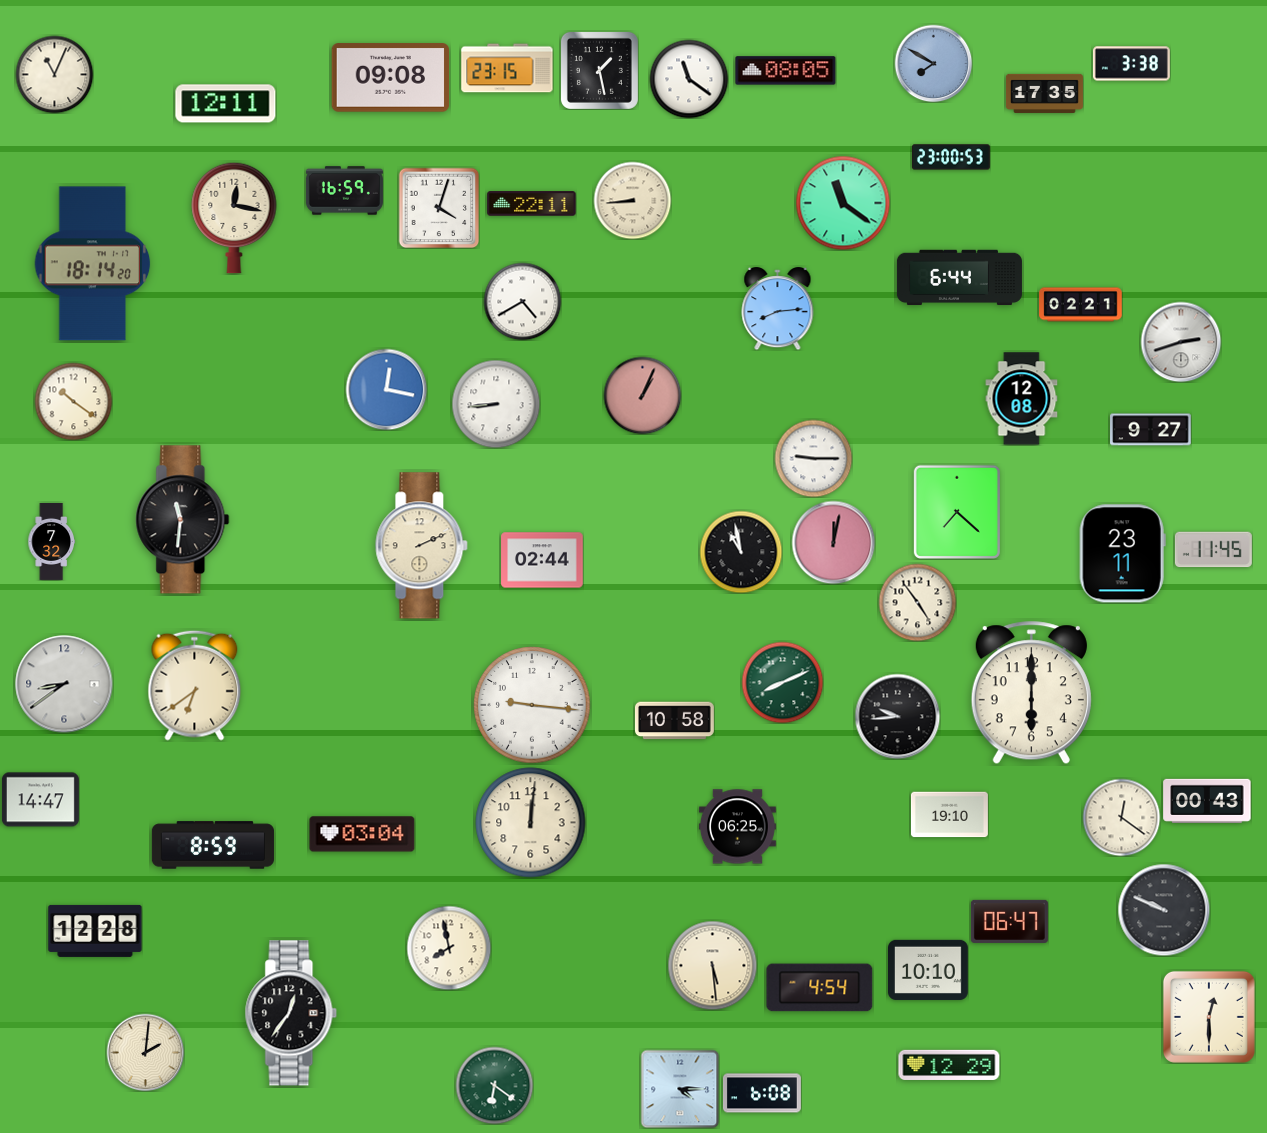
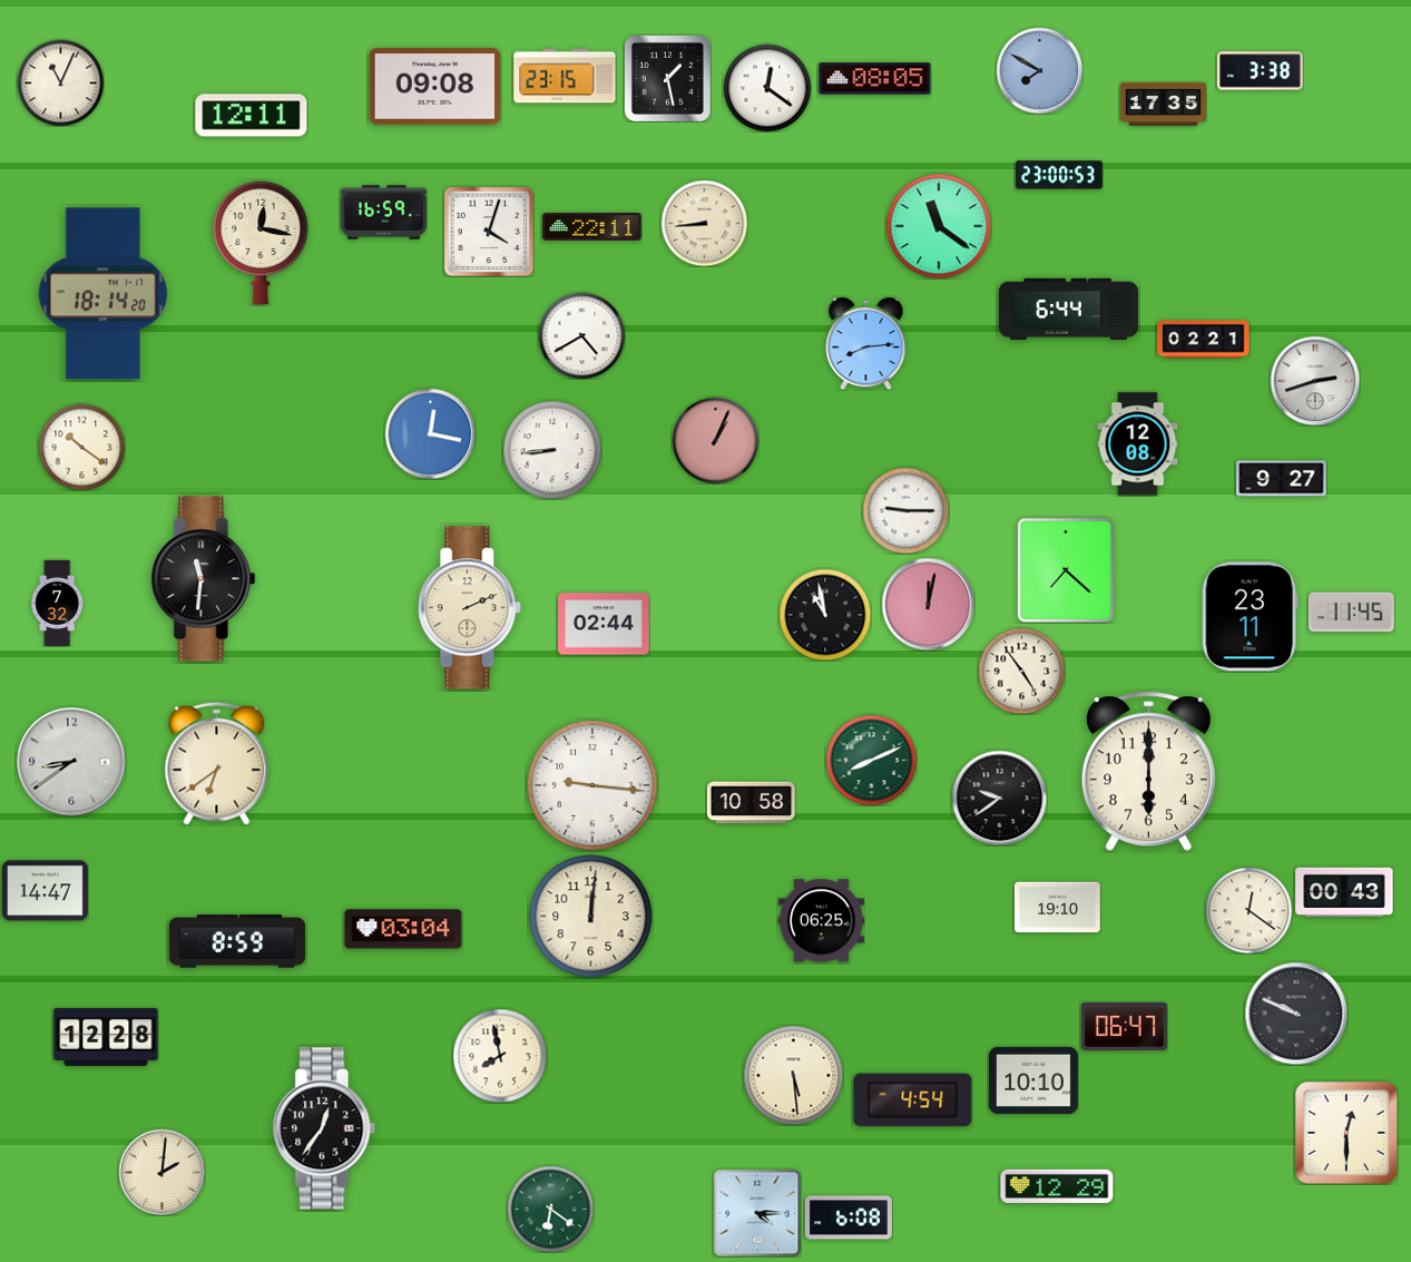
clock at (689, 79): 11:21 -> 12:21
clock at (897, 716): 9:44 -> 9:39
